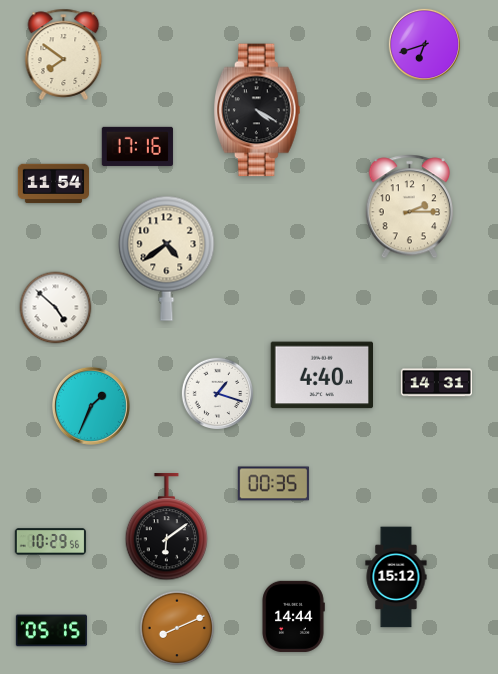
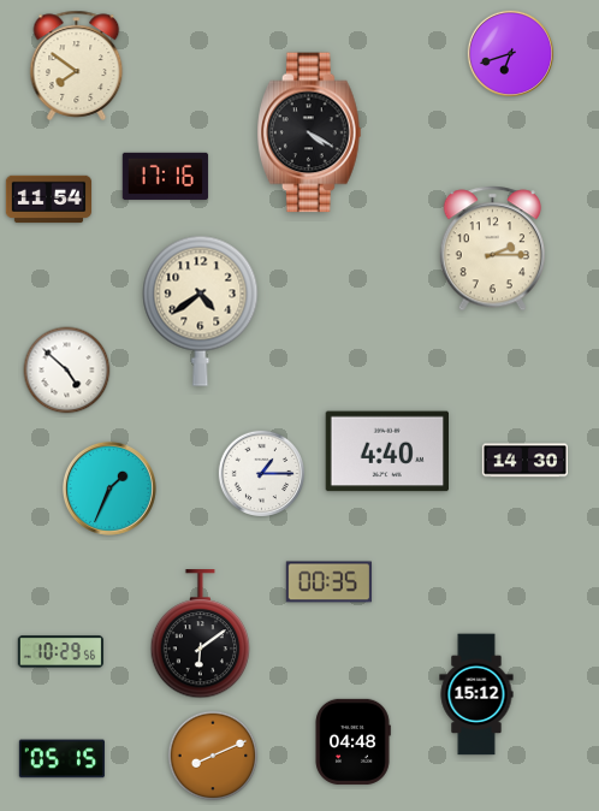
clock at (53, 184) position: (53, 184) -> (48, 200)
clock at (436, 383): 14:31 -> 14:30
clock at (217, 393): 1:18 -> 1:15
clock at (293, 616): 14:44 -> 04:48
